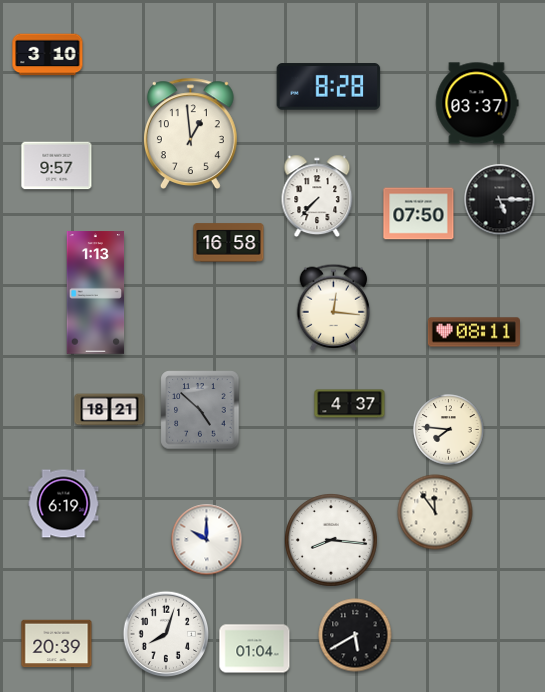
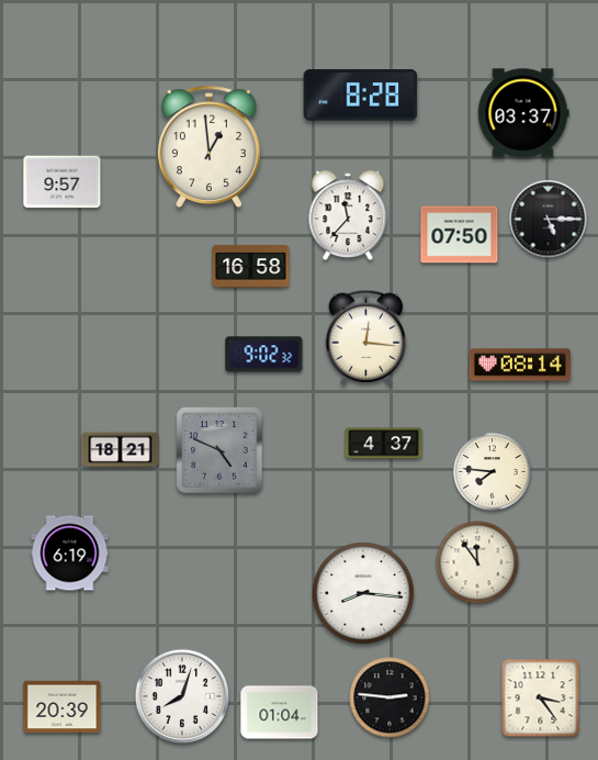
clock at (48, 55): 3:10 -> none
clock at (317, 196): 7:37 -> 11:37
clock at (96, 293): 1:13 -> none
clock at (264, 355): none -> 9:02
clock at (474, 332): 08:11 -> 08:14
clock at (200, 410): 4:52 -> 4:49
clock at (207, 540): 10:00 -> none
clock at (355, 635): 5:40 -> 2:46
clock at (541, 698): none -> 3:24
